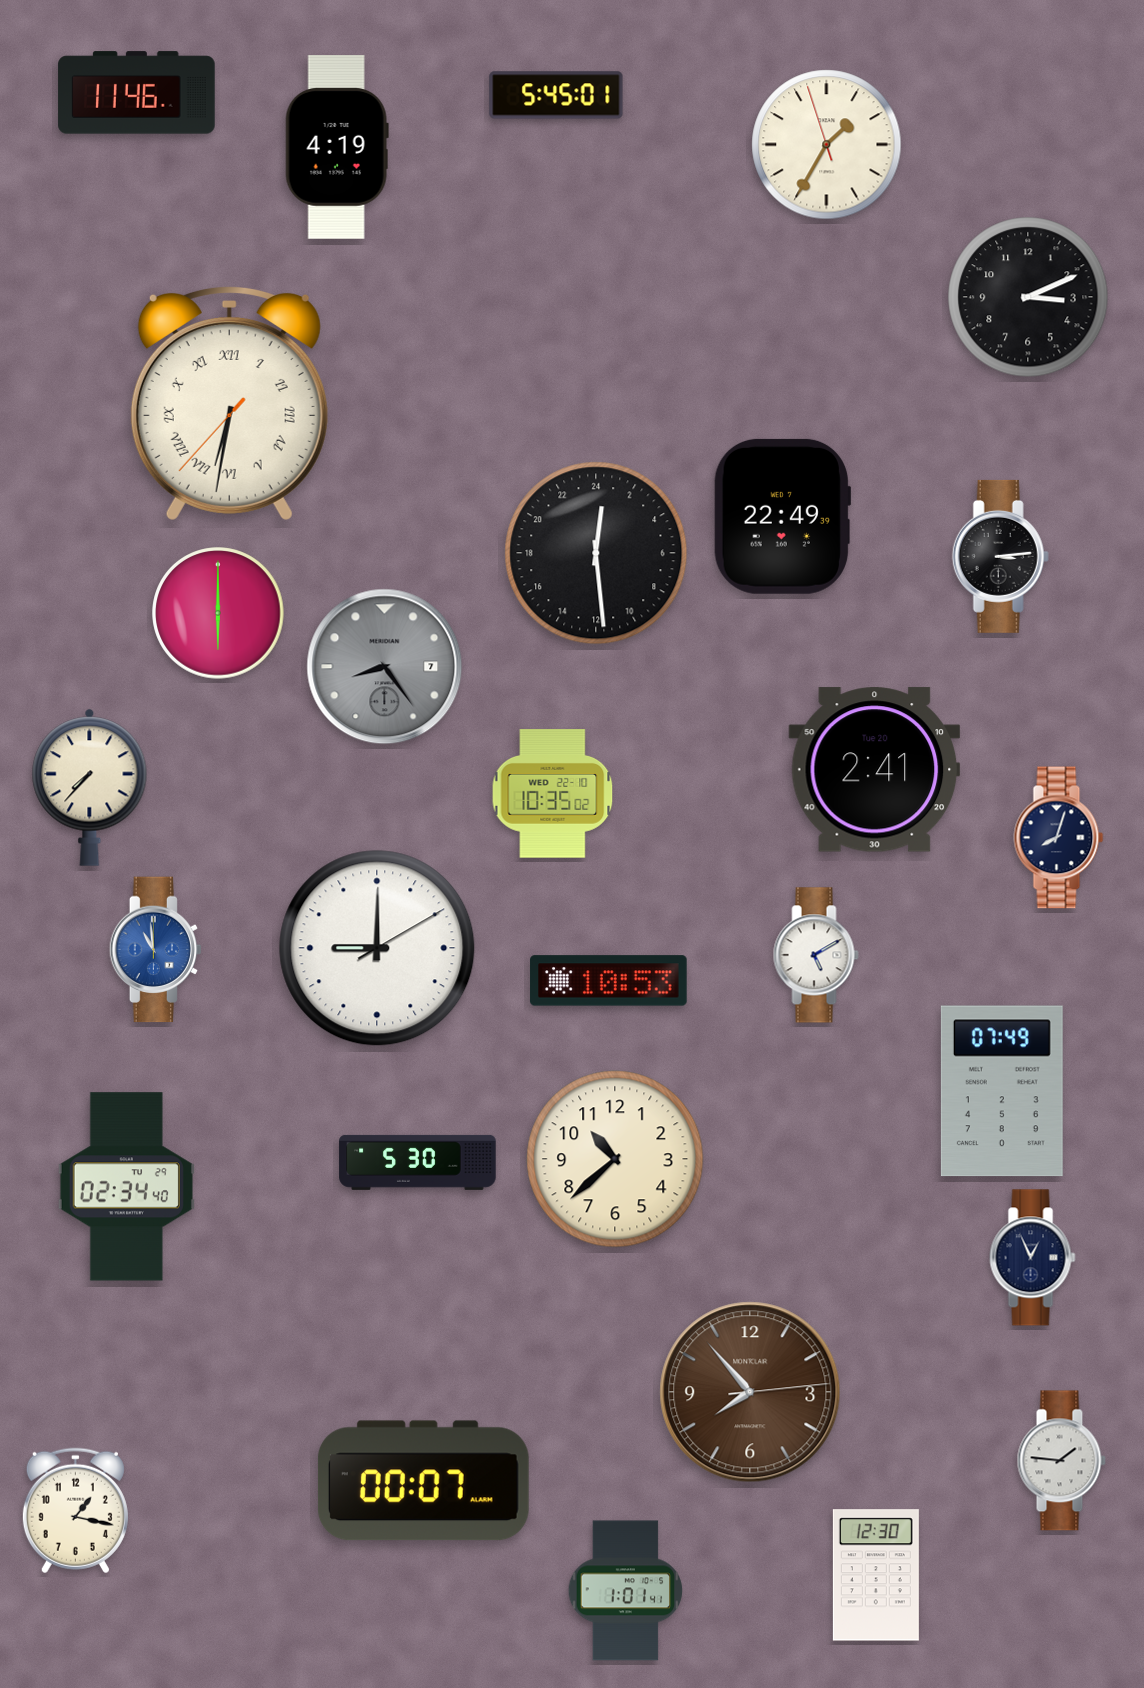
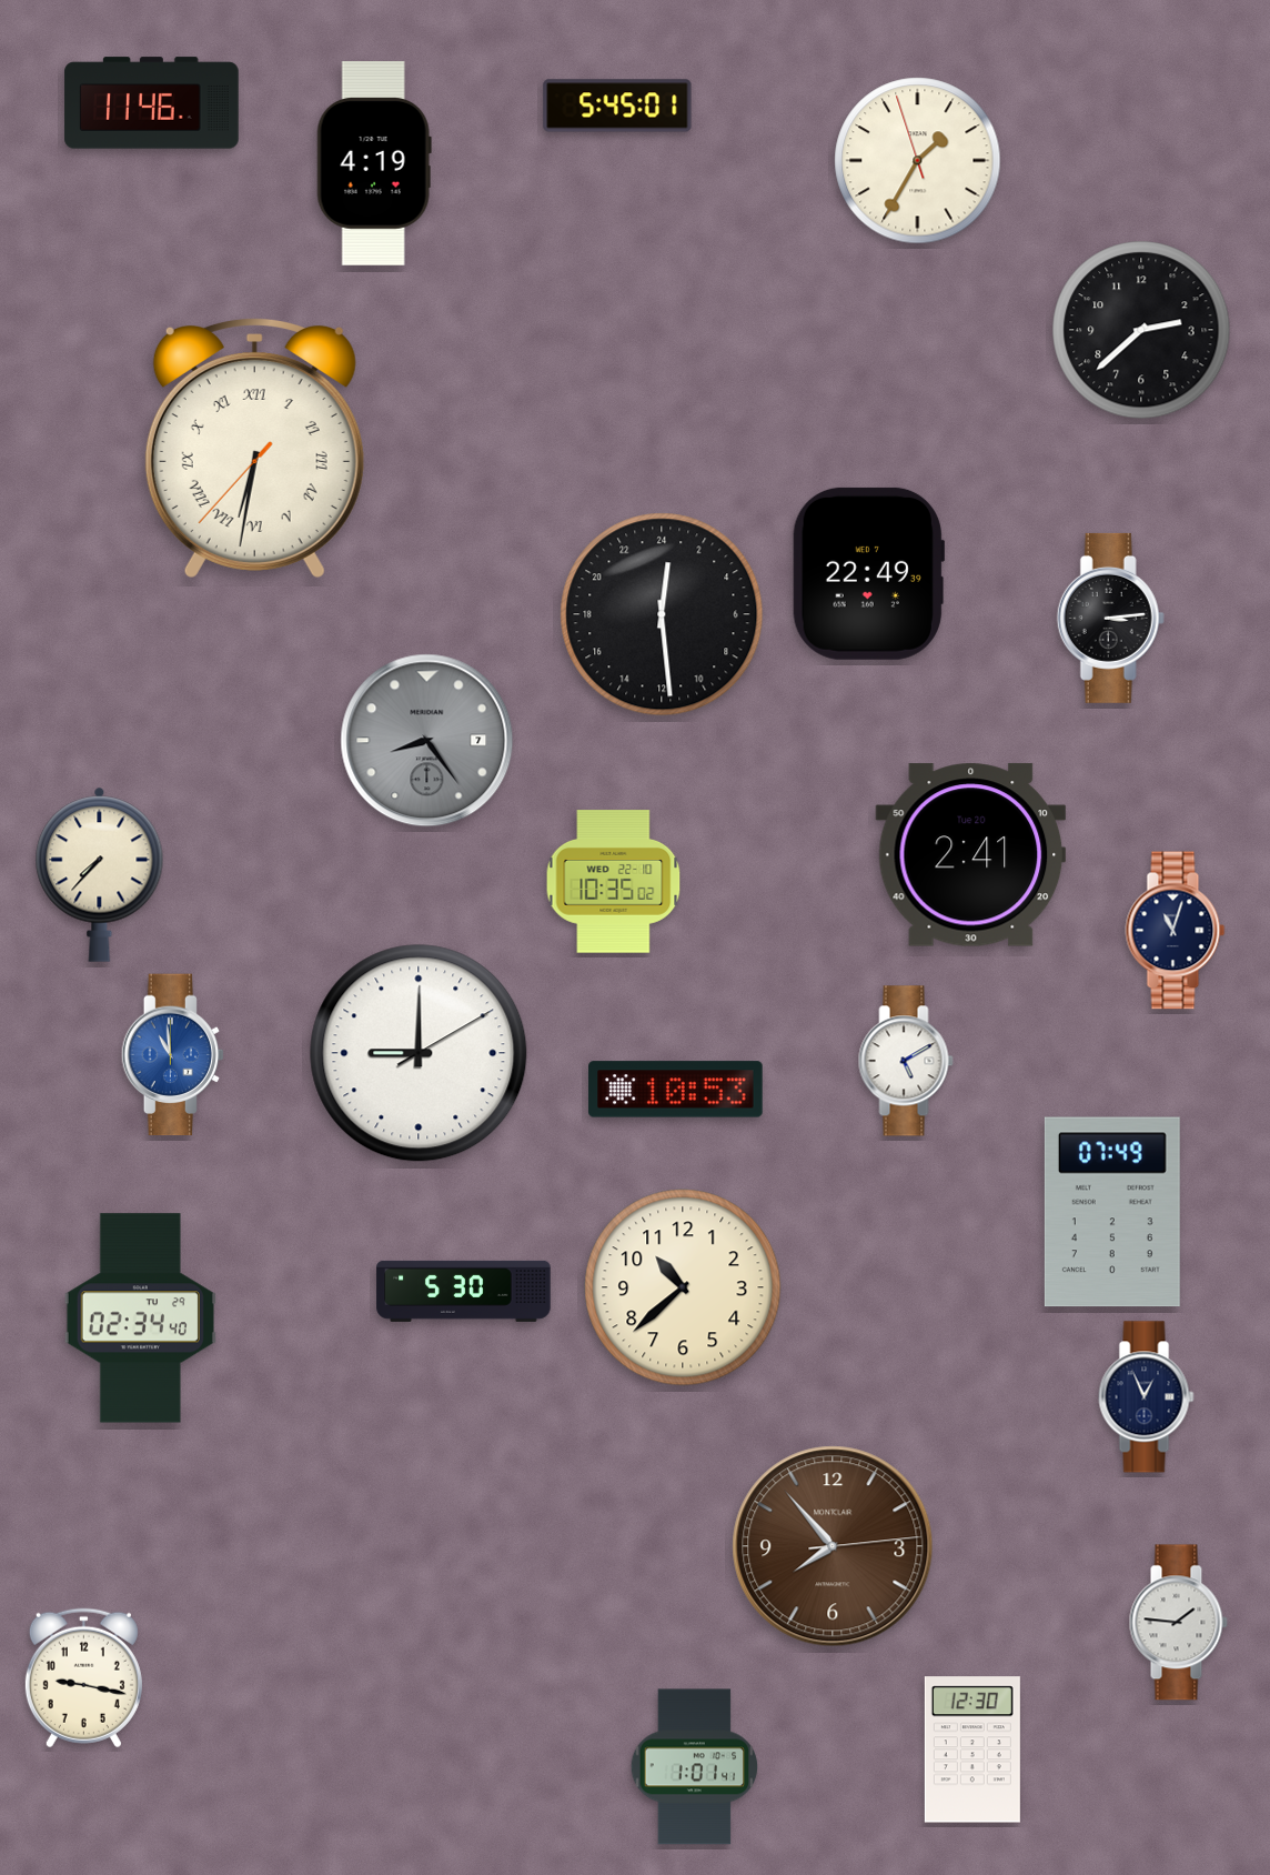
clock at (1028, 297): 3:11 -> 2:38
clock at (218, 613): 6:00 -> none
clock at (1059, 838): 8:03 -> 11:03
clock at (423, 1481): 00:07 -> none
clock at (75, 1511): 1:17 -> 9:17
